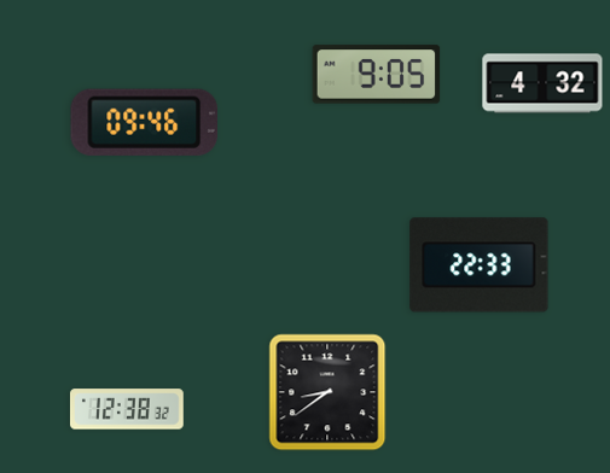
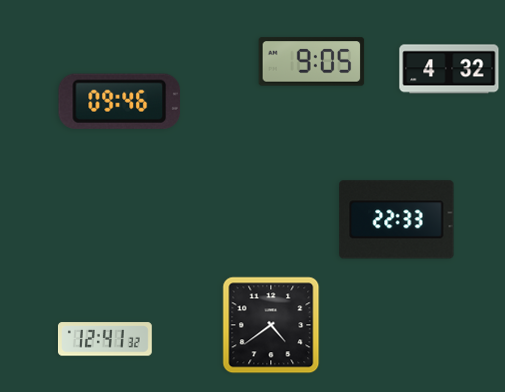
clock at (327, 392): 8:39 -> 4:39
clock at (127, 409): 12:38 -> 12:41
